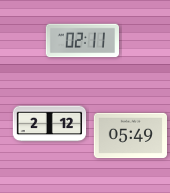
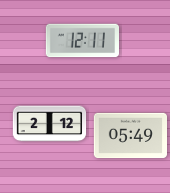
clock at (82, 41): 02:11 -> 12:11
